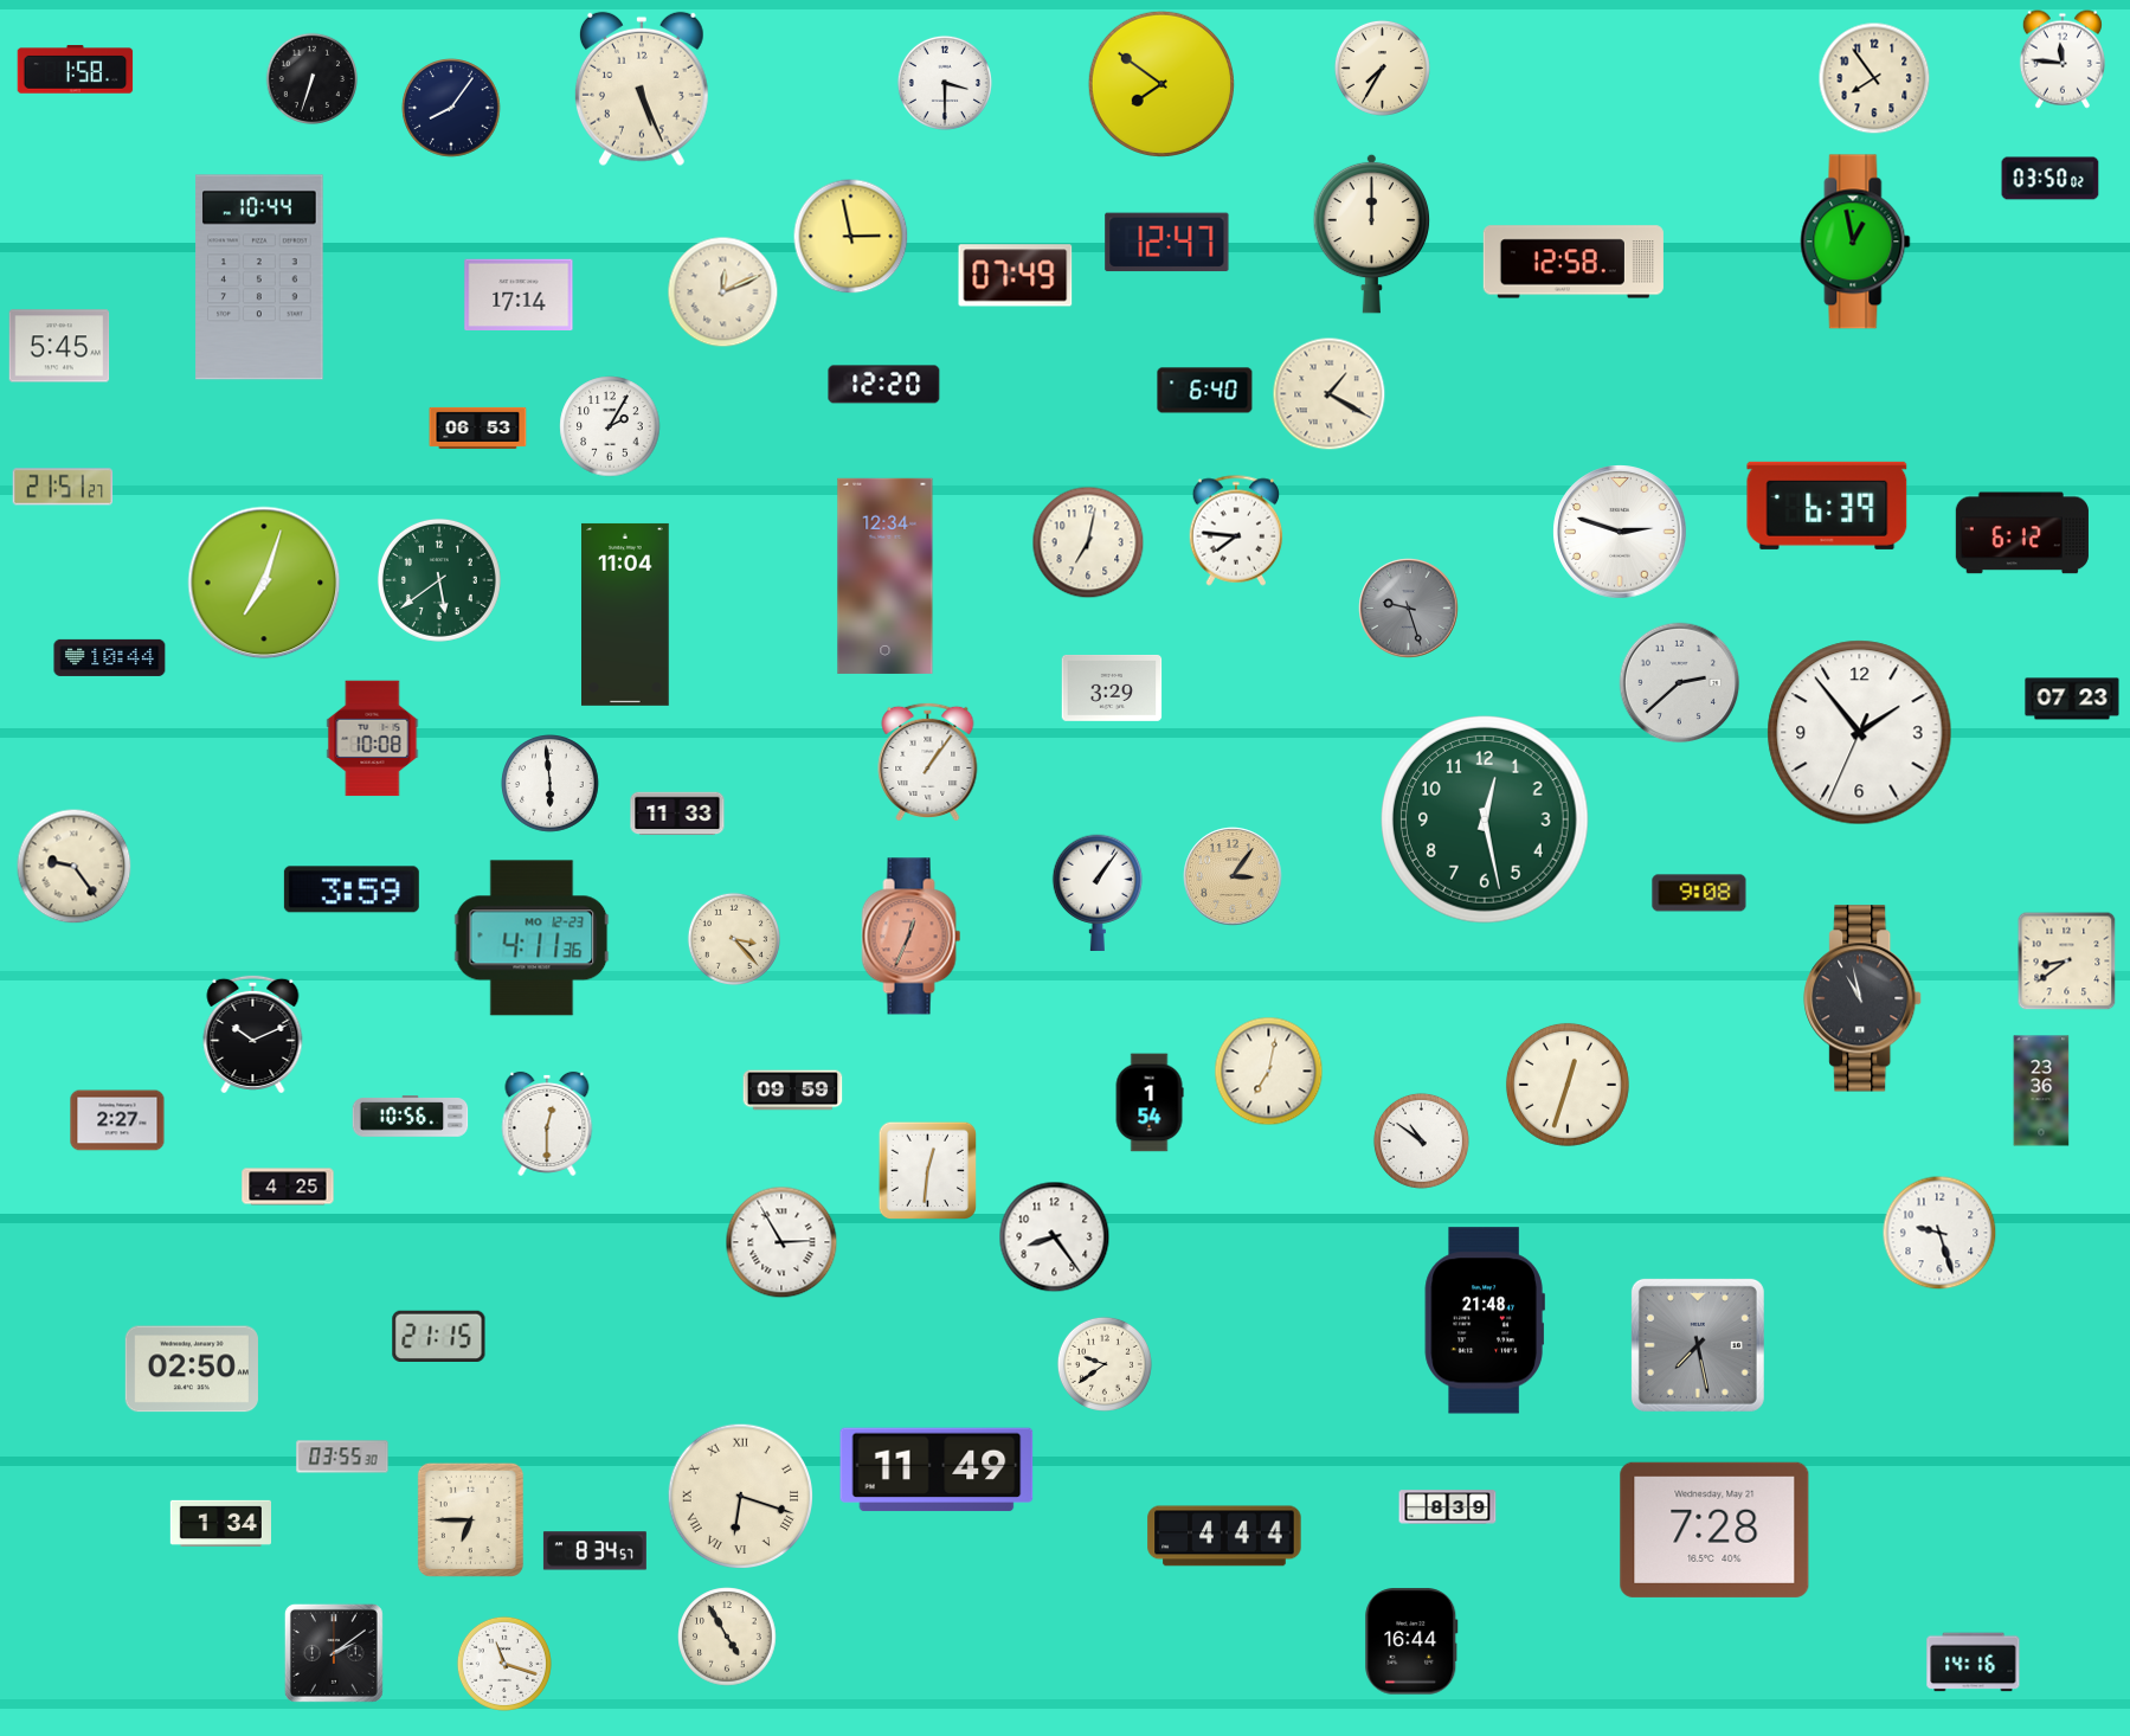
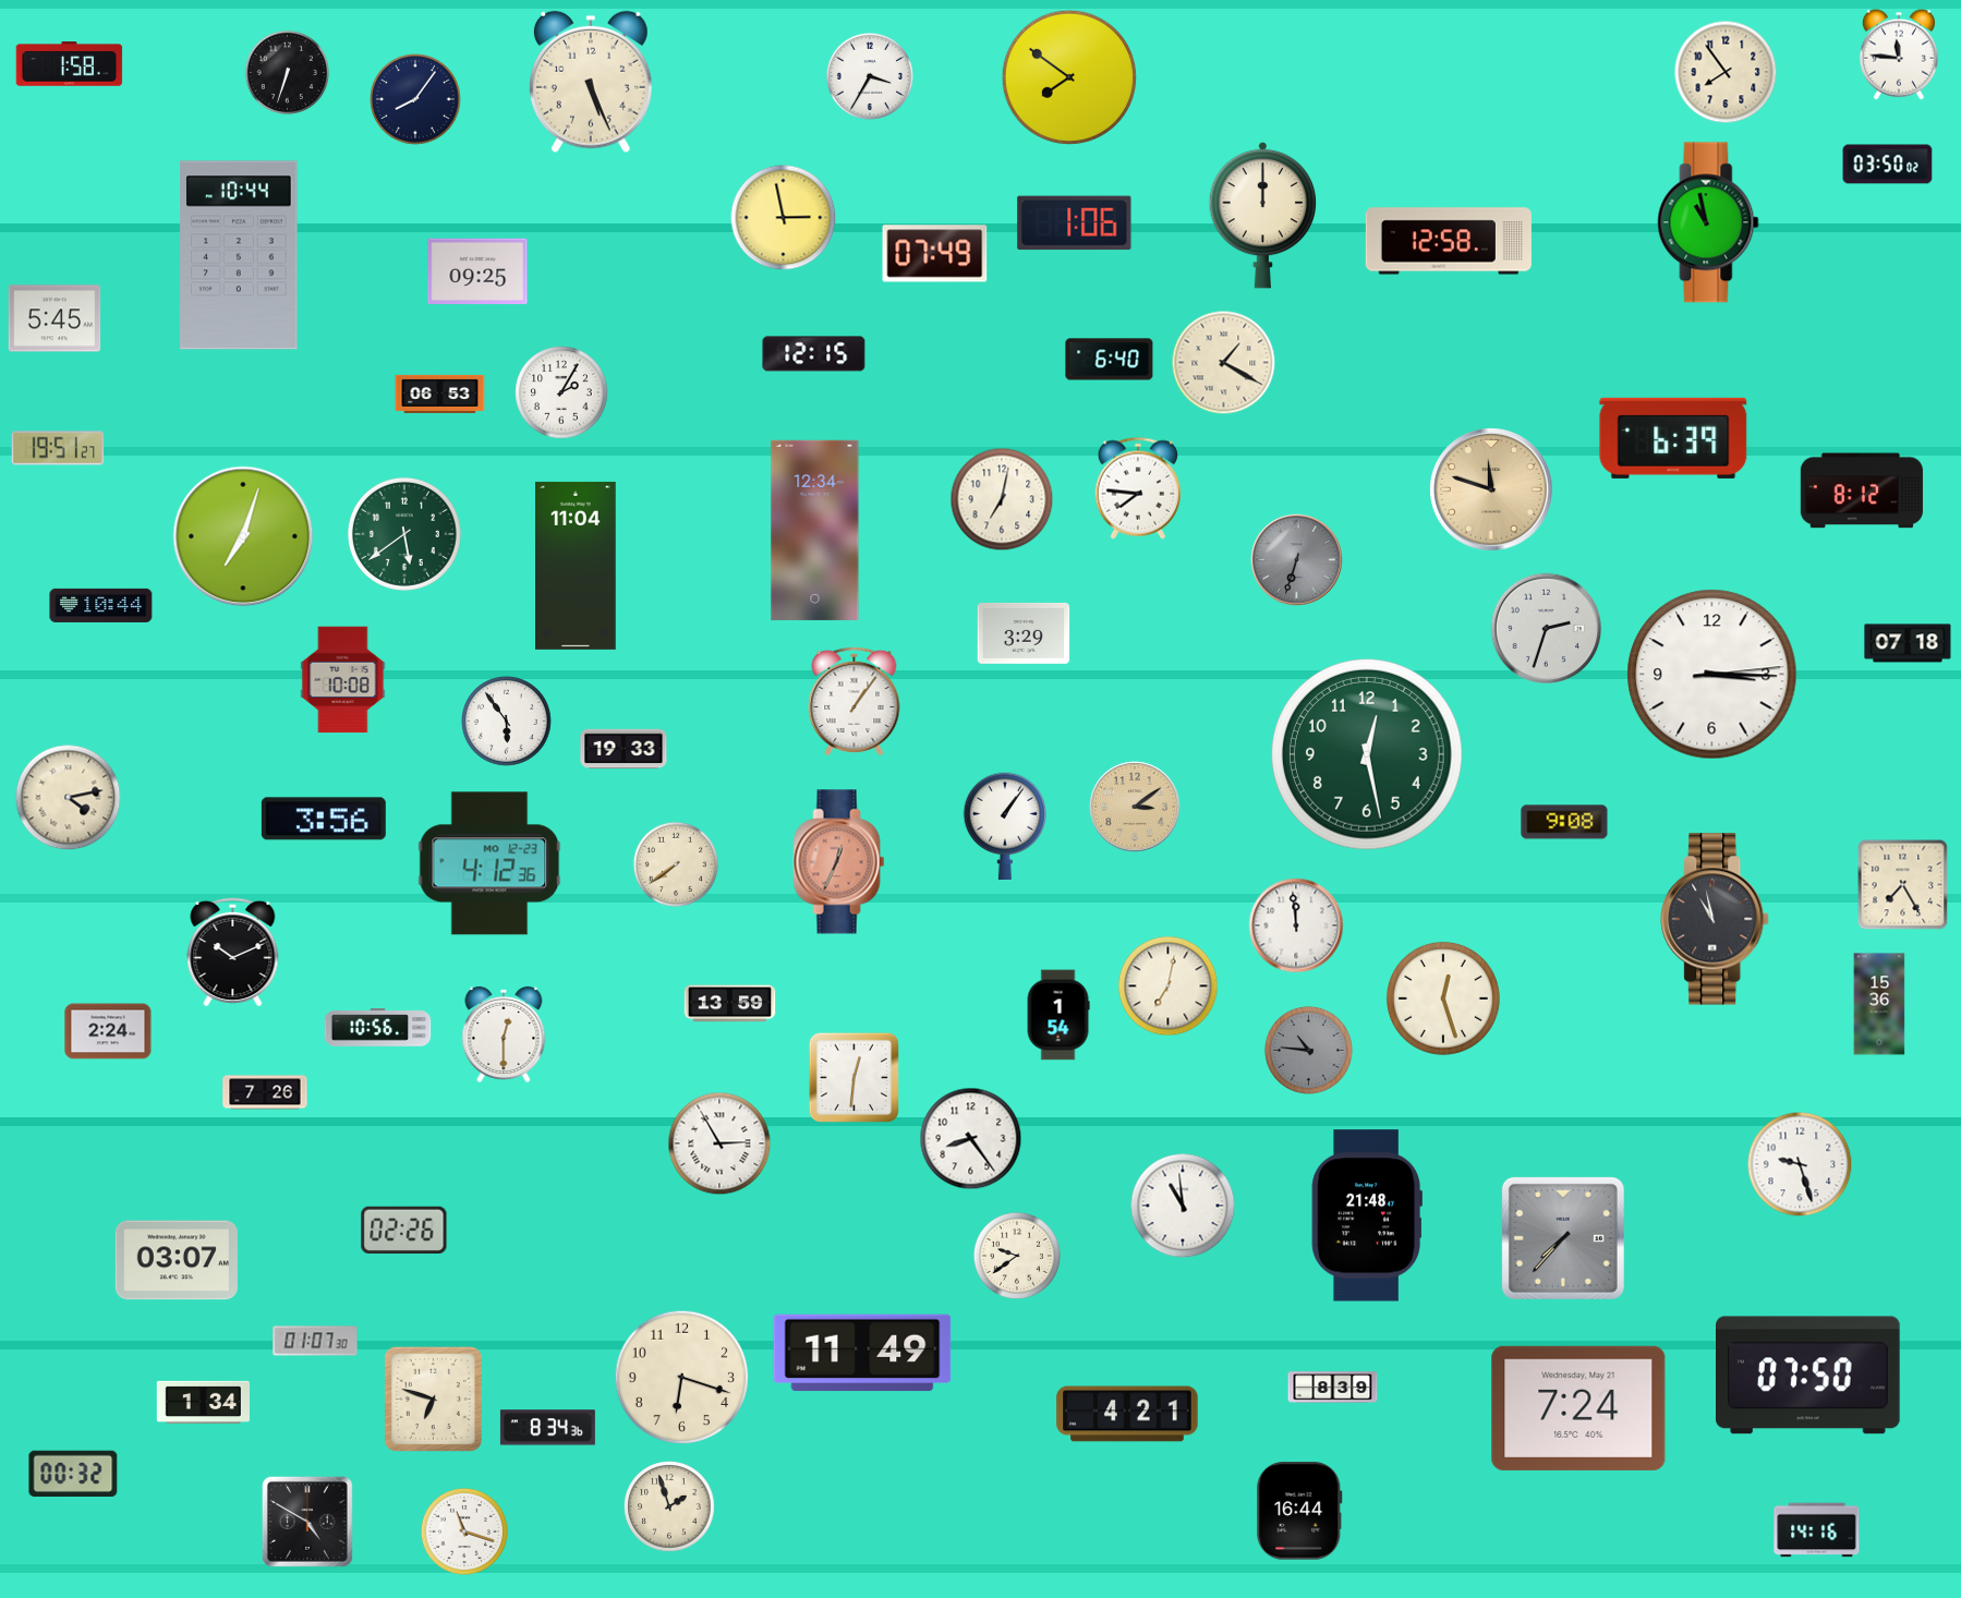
clock at (1382, 67): 7:35 -> none
clock at (945, 83): 3:30 -> 3:35
clock at (1855, 242): 12:58 -> 10:58
clock at (1167, 243): 12:47 -> 1:06
clock at (723, 292): 12:11 -> none
clock at (519, 294): 17:14 -> 09:25
clock at (884, 385): 12:20 -> 12:15
clock at (63, 487): 21:51 -> 19:51
clock at (1827, 506) position: (1827, 506) -> (1673, 438)
clock at (1620, 532): 2:48 -> 11:48
clock at (1620, 532) dial: white -> champagne
clock at (2022, 533): 6:12 -> 8:12
clock at (1409, 609): 9:27 -> 6:33
clock at (1680, 683): 2:38 -> 2:33
clock at (2072, 699): 07:23 -> 07:18
clock at (1860, 733): 1:53 -> 3:15
clock at (551, 784): 5:59 -> 5:54
clock at (677, 814): 11:33 -> 19:33
clock at (75, 867): 9:24 -> 4:13
clock at (1233, 876): 3:06 -> 3:09
clock at (352, 889): 3:59 -> 3:56
clock at (1098, 893) position: (1098, 893) -> (1005, 826)
clock at (532, 938): 4:11 -> 4:12
clock at (733, 938): 3:23 -> 7:39
clock at (2067, 962): 8:39 -> 7:25
clock at (1296, 925): none -> 11:59
clock at (1568, 1085): 12:33 -> 12:27
clock at (793, 1091): 09:59 -> 13:59
clock at (2041, 1091): 23:36 -> 15:36
clock at (117, 1120): 2:27 -> 2:24
clock at (1421, 1140): 10:51 -> 10:46
clock at (1421, 1140) dial: white -> grey
clock at (288, 1187): 4:25 -> 7:26
clock at (1939, 1233) position: (1939, 1233) -> (1800, 1164)
clock at (1183, 1206): none -> 10:59
clock at (439, 1336): 21:15 -> 02:26
clock at (1698, 1345): 7:28 -> 7:37
clock at (192, 1369): 02:50 -> 03:07
clock at (342, 1457): 03:55 -> 01:07
clock at (1808, 1376): none -> 07:50
clock at (740, 1496) numerals: Roman -> Arabic
clock at (470, 1519): 6:45 -> 6:48
clock at (1714, 1530): 7:28 -> 7:24
clock at (1224, 1536): 4:44 -> 4:21
clock at (594, 1551): 8:34:57 -> 8:34:36
clock at (73, 1473): none -> 00:32
clock at (727, 1637): 4:55 -> 1:57
clock at (334, 1653): 2:09 -> 4:50
